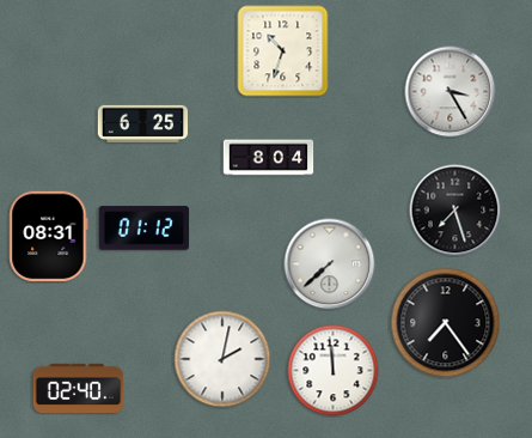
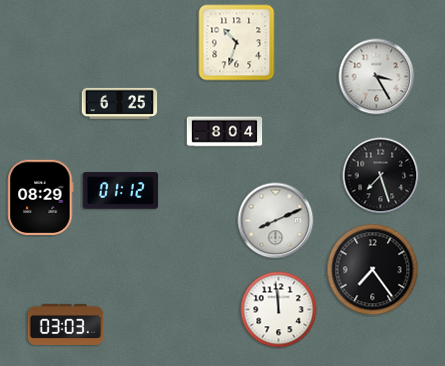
clock at (49, 237): 08:31 -> 08:29
clock at (330, 264): 7:38 -> 8:11
clock at (222, 359): 2:02 -> none
clock at (79, 388): 02:40 -> 03:03
